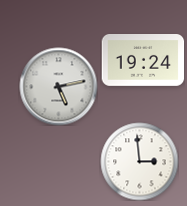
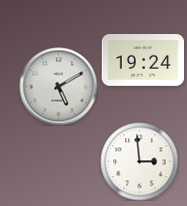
clock at (58, 86): 5:13 -> 5:10
